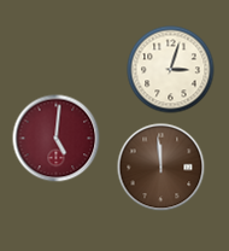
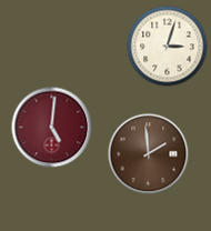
clock at (171, 70) position: (171, 70) -> (168, 47)
clock at (162, 168): 11:59 -> 1:59
